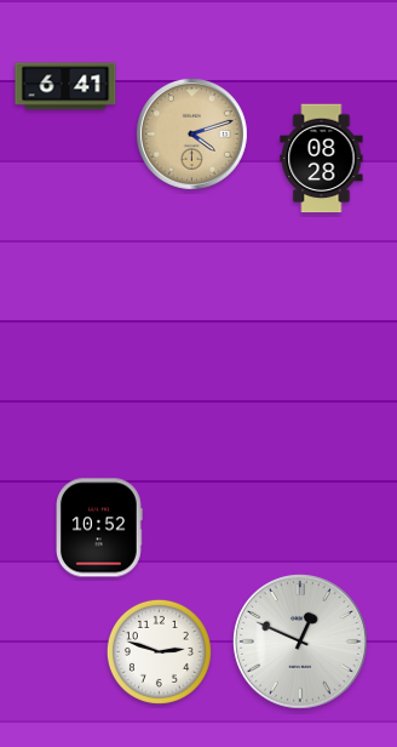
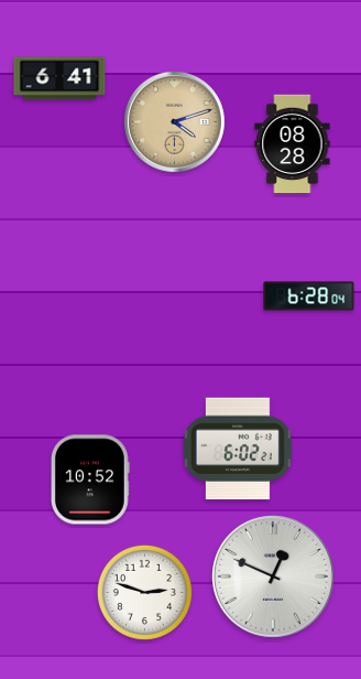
clock at (309, 297): none -> 6:28
clock at (238, 449): none -> 6:02
clock at (300, 641) position: (300, 641) -> (273, 576)
